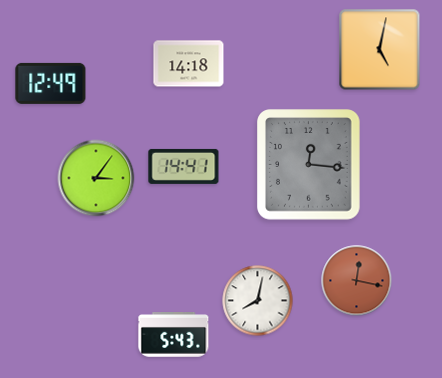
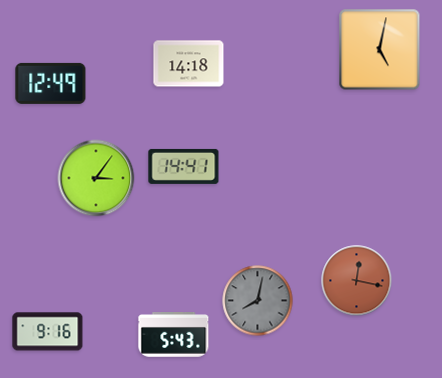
clock at (309, 165): 12:16 -> none
clock at (258, 301) dial: white -> grey
clock at (48, 332): none -> 9:16
